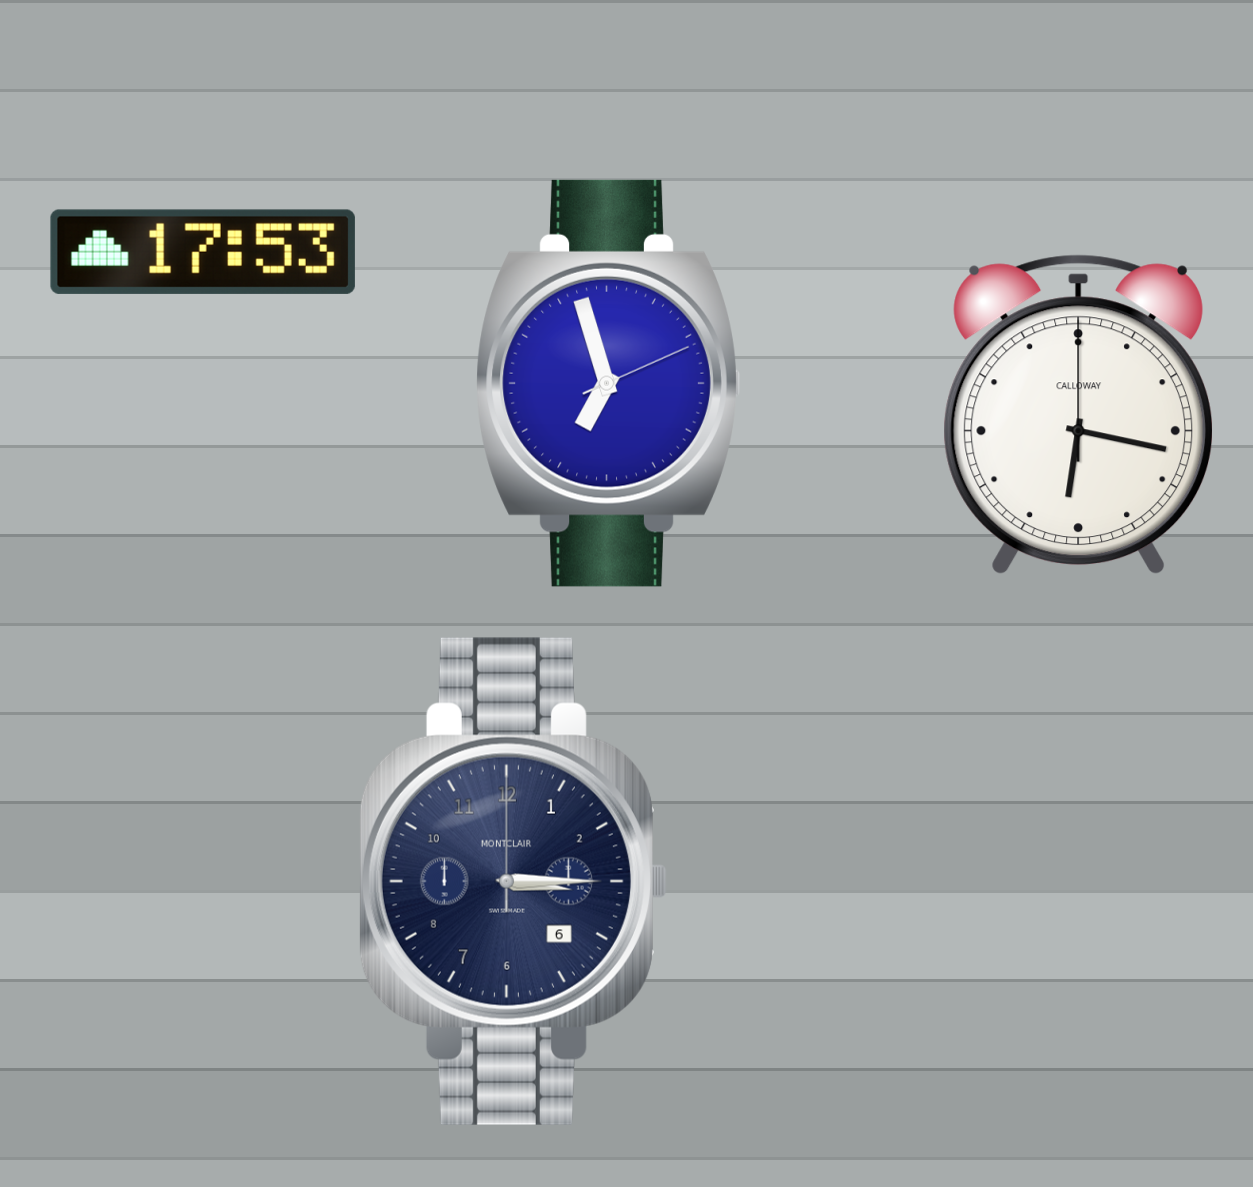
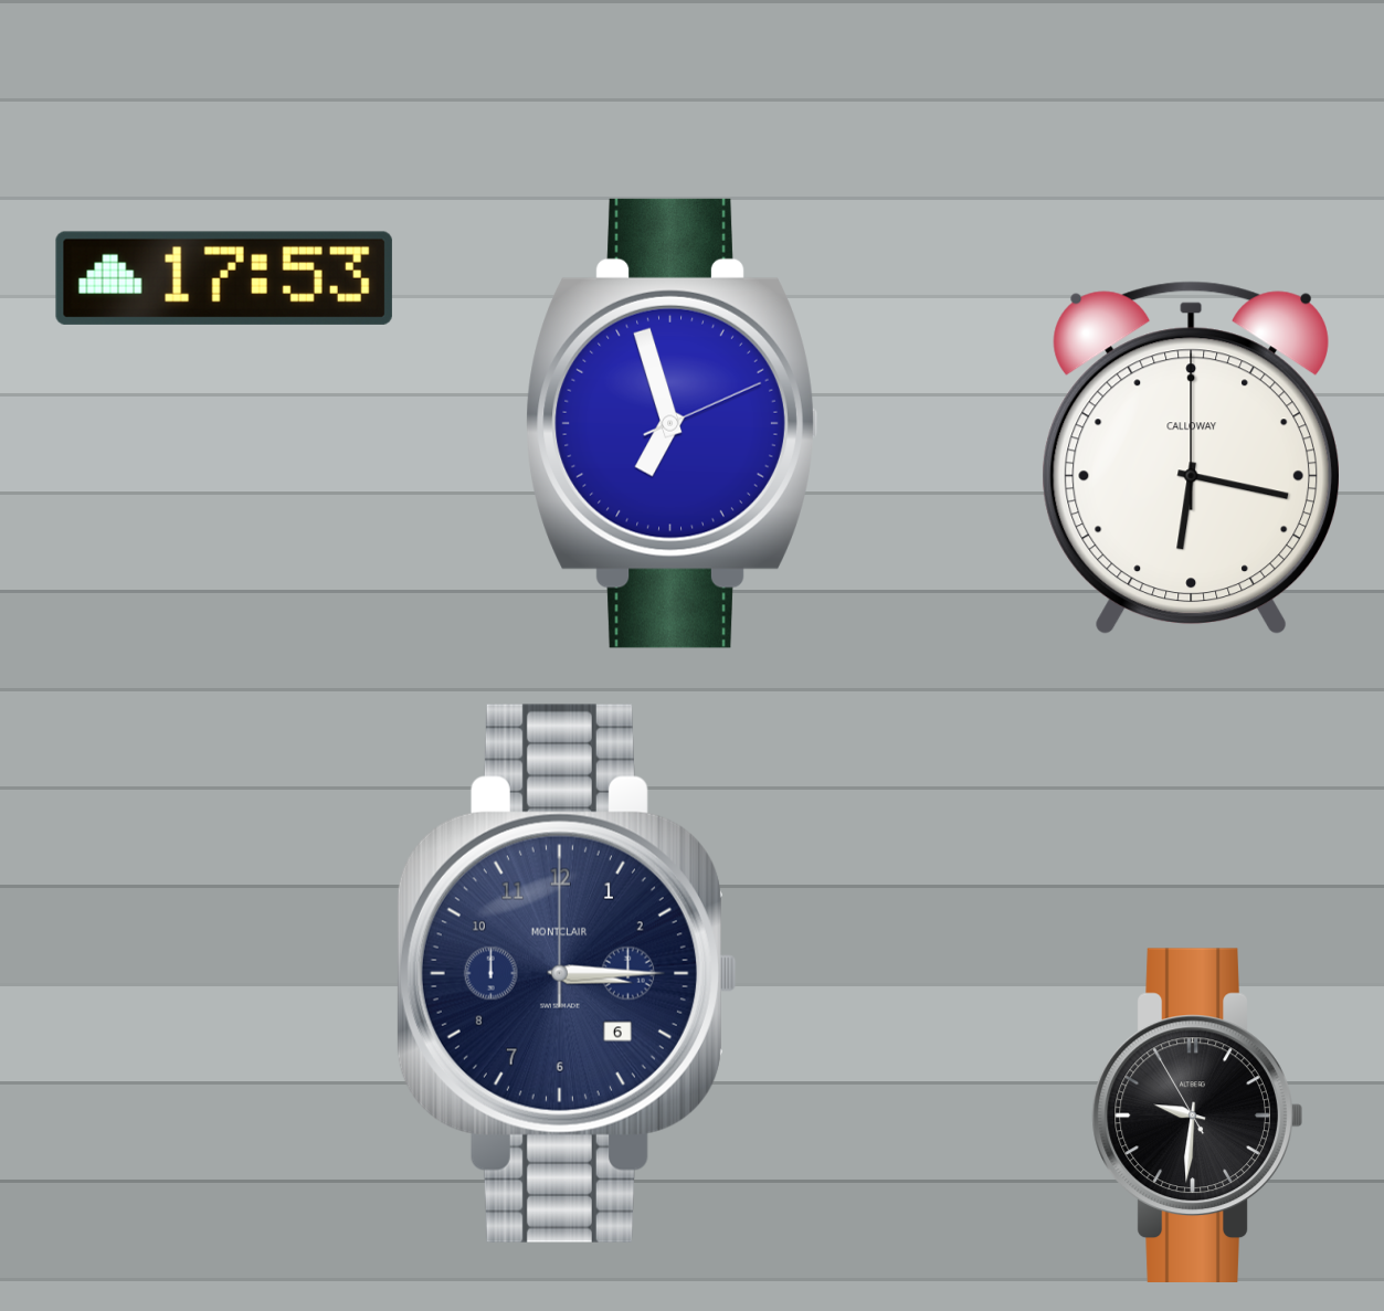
clock at (1197, 1114): none -> 9:30
